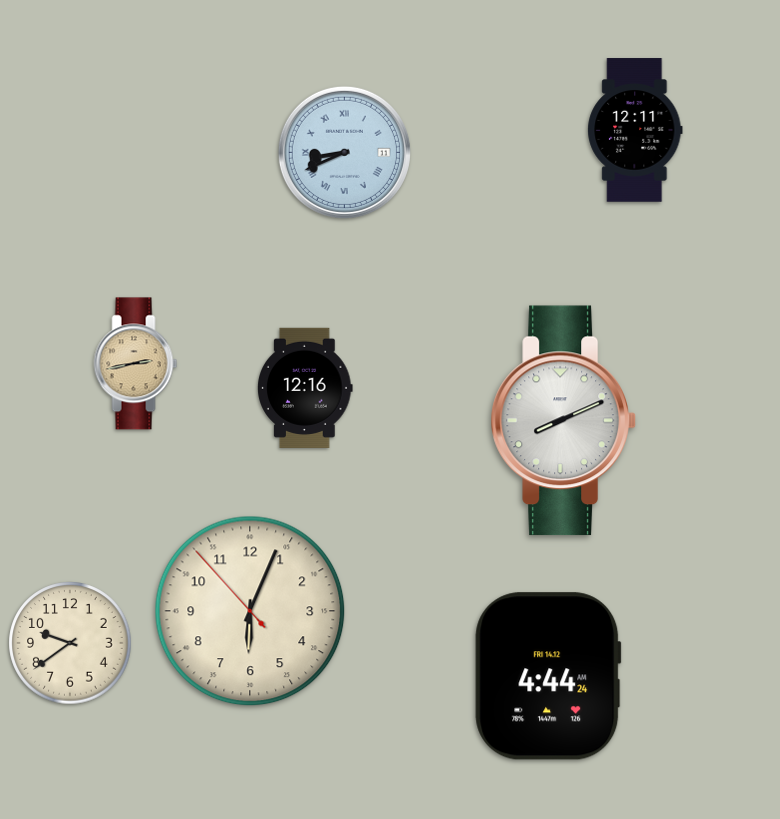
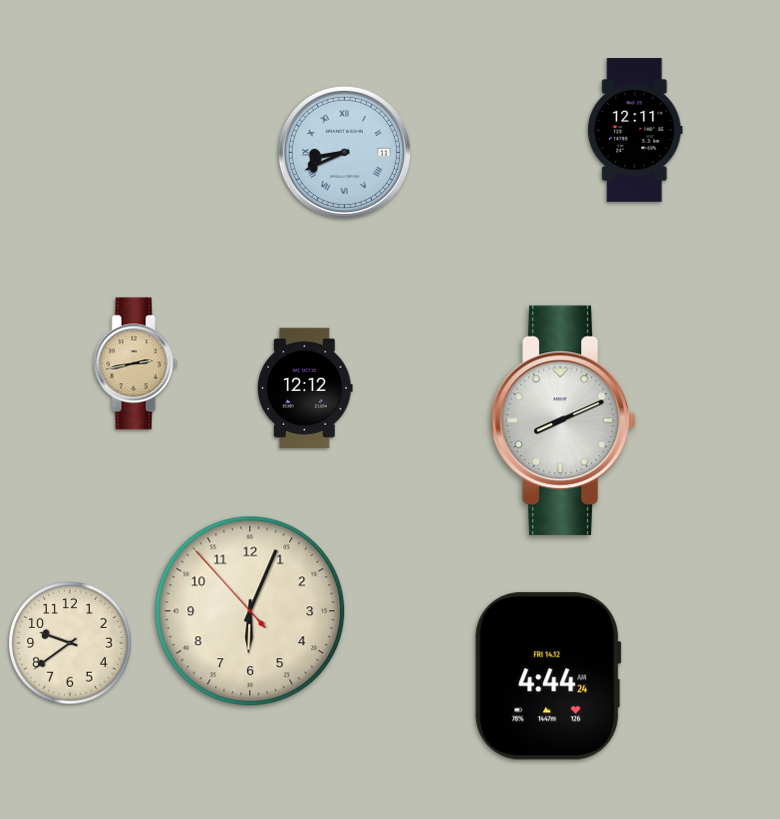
clock at (305, 387): 12:16 -> 12:12
